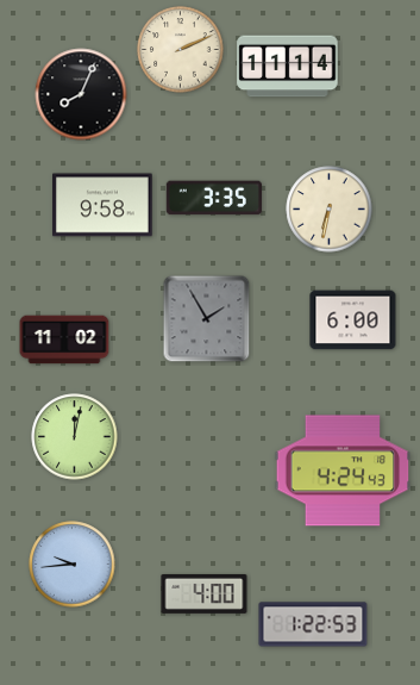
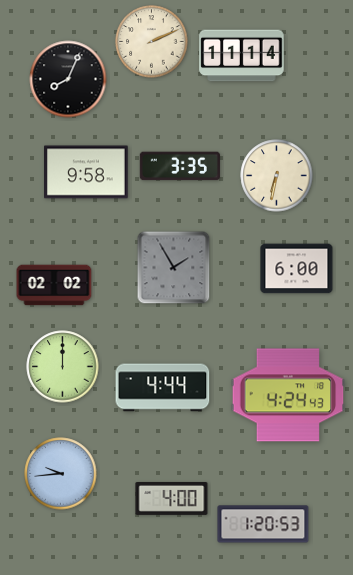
clock at (64, 340): 11:02 -> 02:02
clock at (75, 437): 12:02 -> 12:00
clock at (163, 388): none -> 4:44
clock at (313, 624): 1:22 -> 1:20
